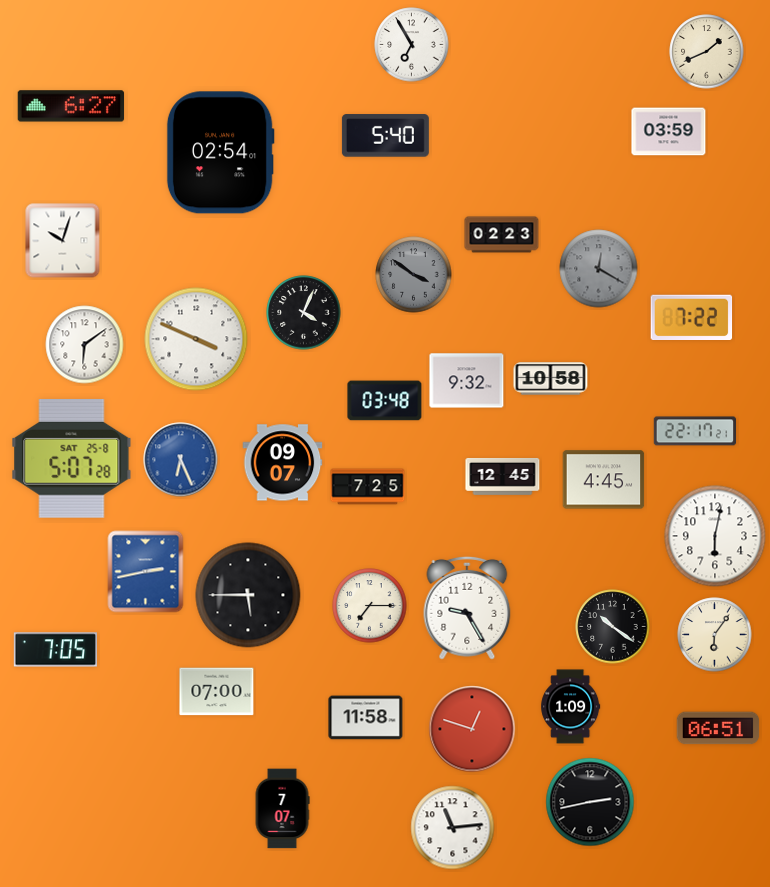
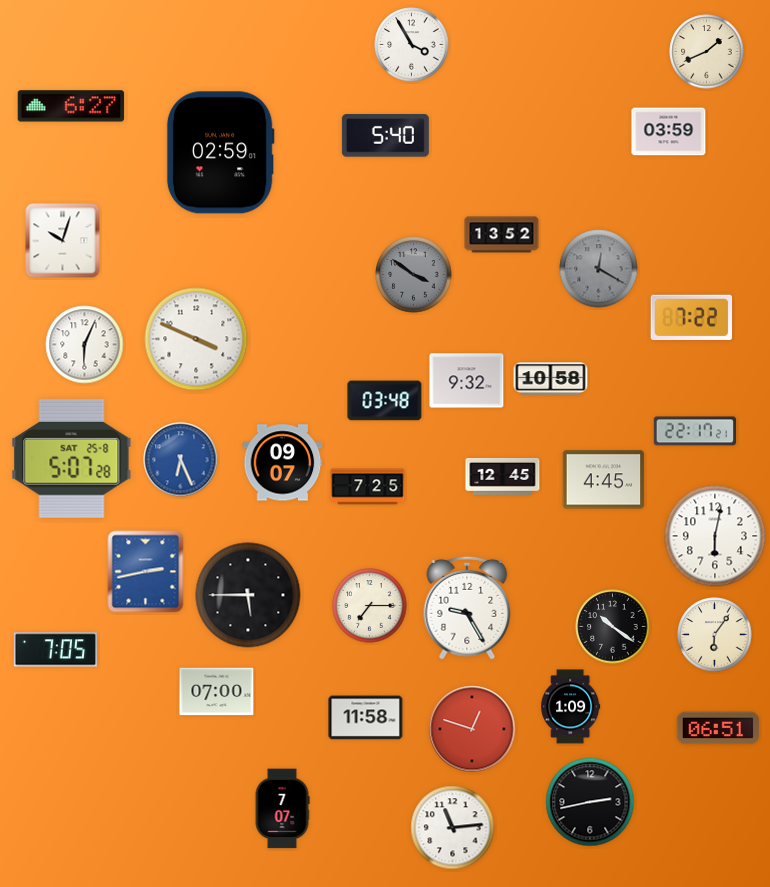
clock at (412, 45): 6:55 -> 3:55
clock at (220, 153): 02:54 -> 02:59
clock at (502, 235): 02:23 -> 13:52
clock at (304, 313): 4:04 -> none
clock at (85, 345): 6:09 -> 6:04
